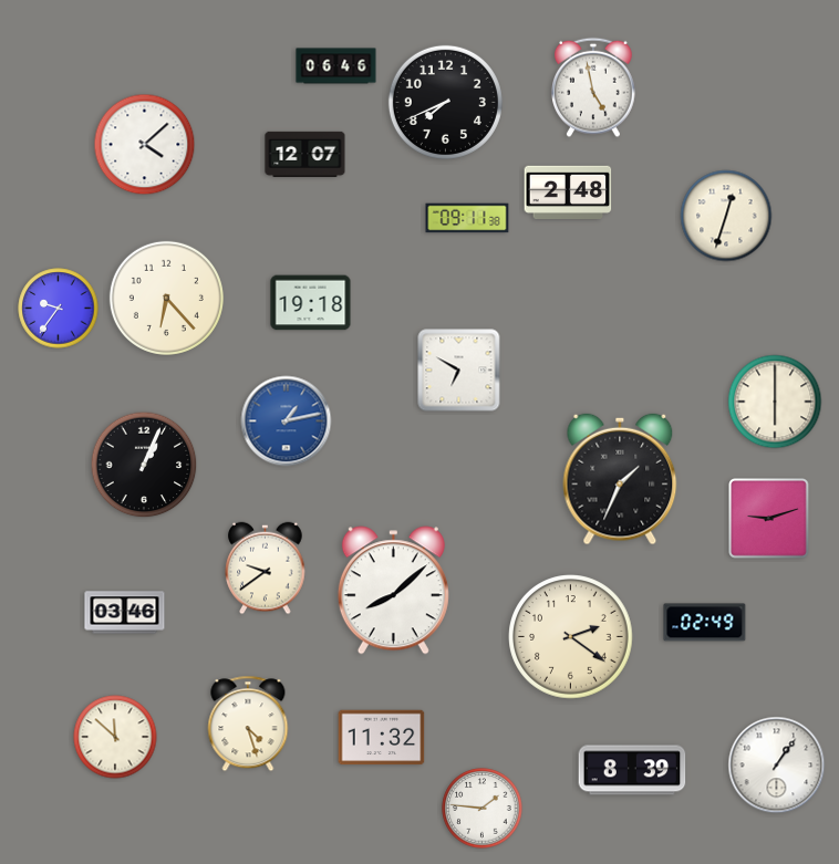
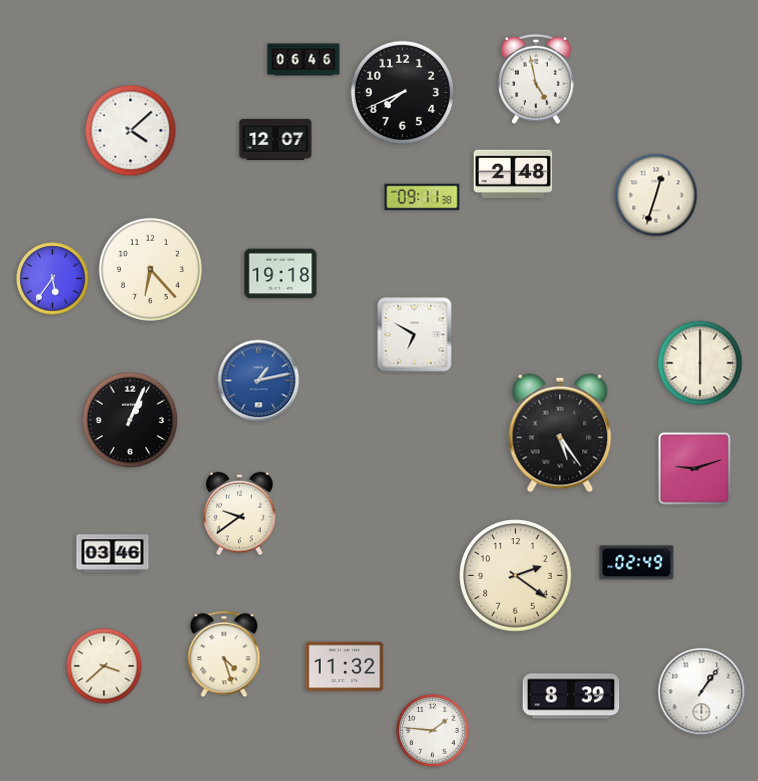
clock at (59, 309): 9:36 -> 5:36
clock at (620, 479): 1:34 -> 5:24
clock at (393, 591): 8:08 -> none
clock at (115, 737): 11:52 -> 3:38
clock at (483, 809) position: (483, 809) -> (433, 731)
